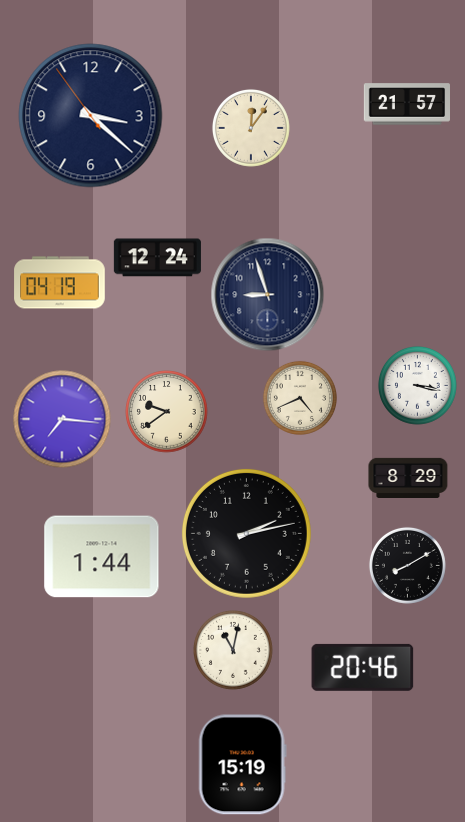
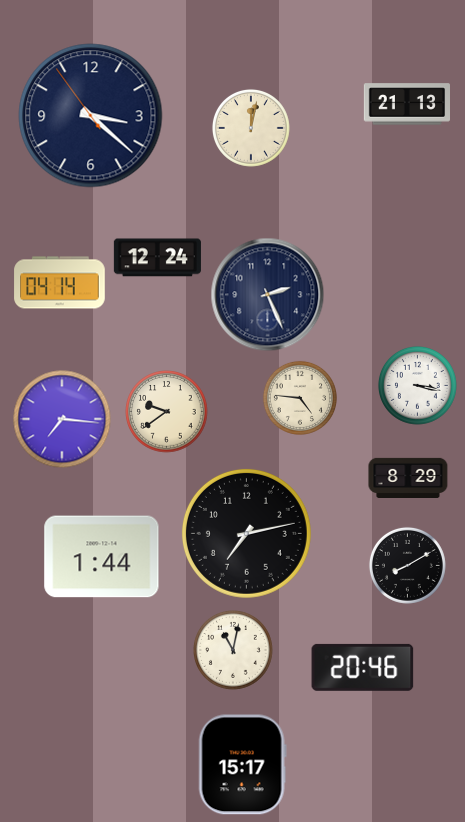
clock at (406, 104): 21:57 -> 21:13
clock at (251, 128): 12:06 -> 12:02
clock at (60, 283): 04:19 -> 04:14
clock at (268, 295): 8:57 -> 2:26
clock at (300, 398): 4:41 -> 4:46
clock at (246, 533): 2:13 -> 7:13
clock at (242, 765): 15:19 -> 15:17
